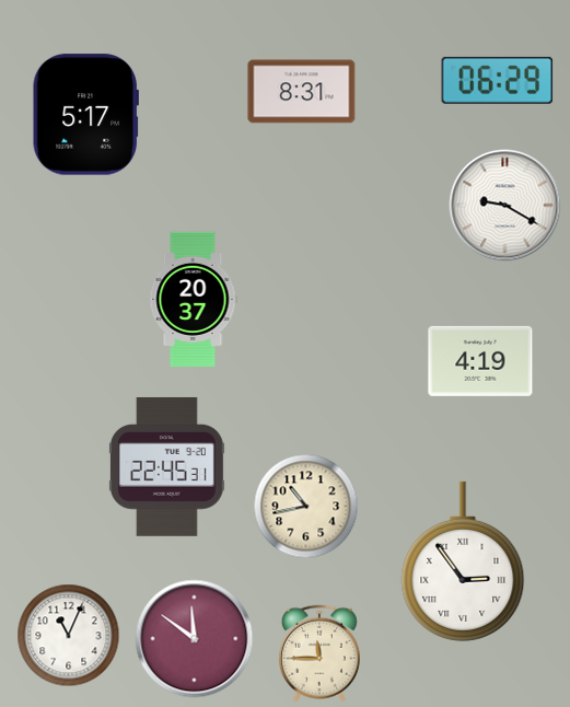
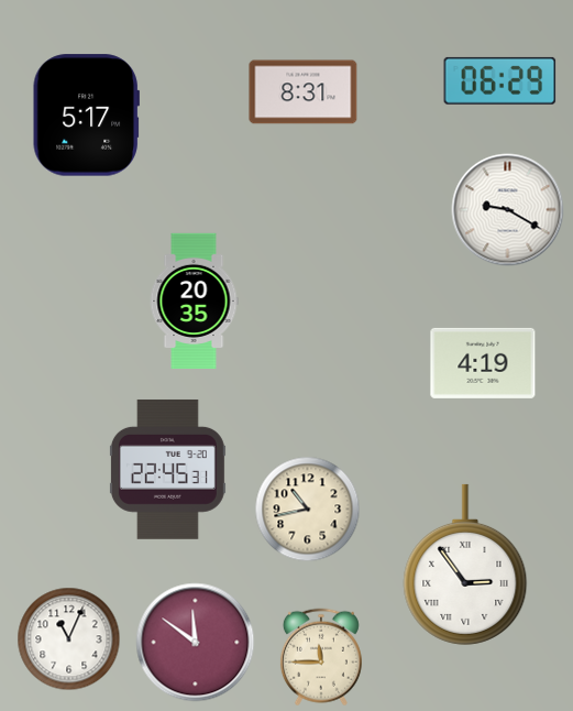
clock at (505, 206) position: (505, 206) -> (508, 210)
clock at (193, 300): 20:37 -> 20:35
